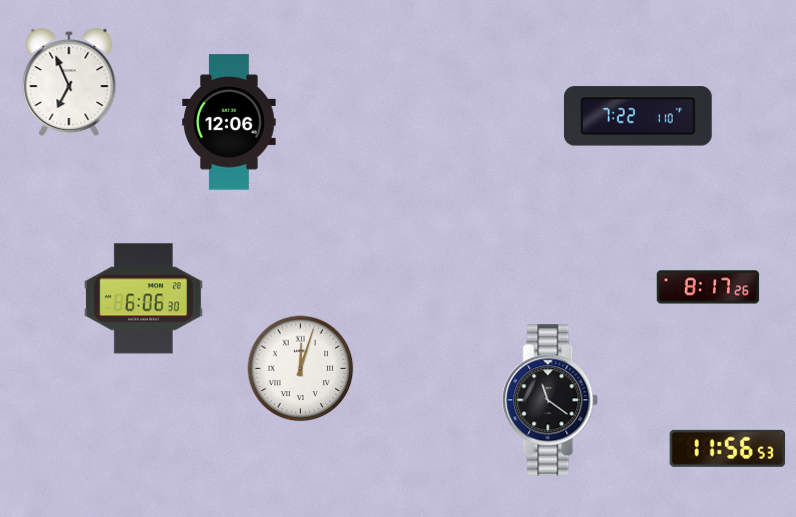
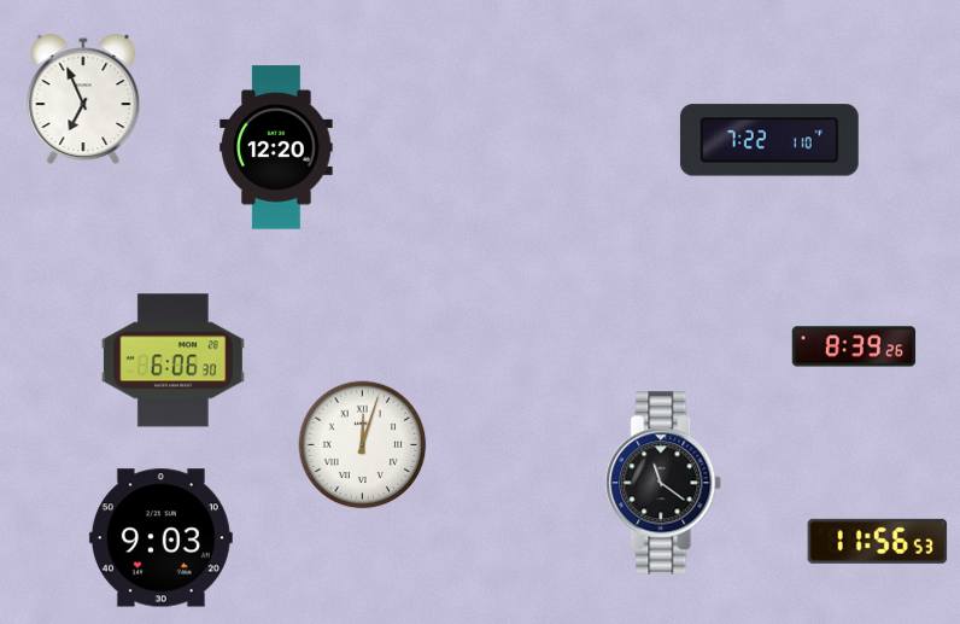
clock at (229, 122): 12:06 -> 12:20
clock at (708, 287): 8:17 -> 8:39
clock at (160, 538): none -> 9:03
